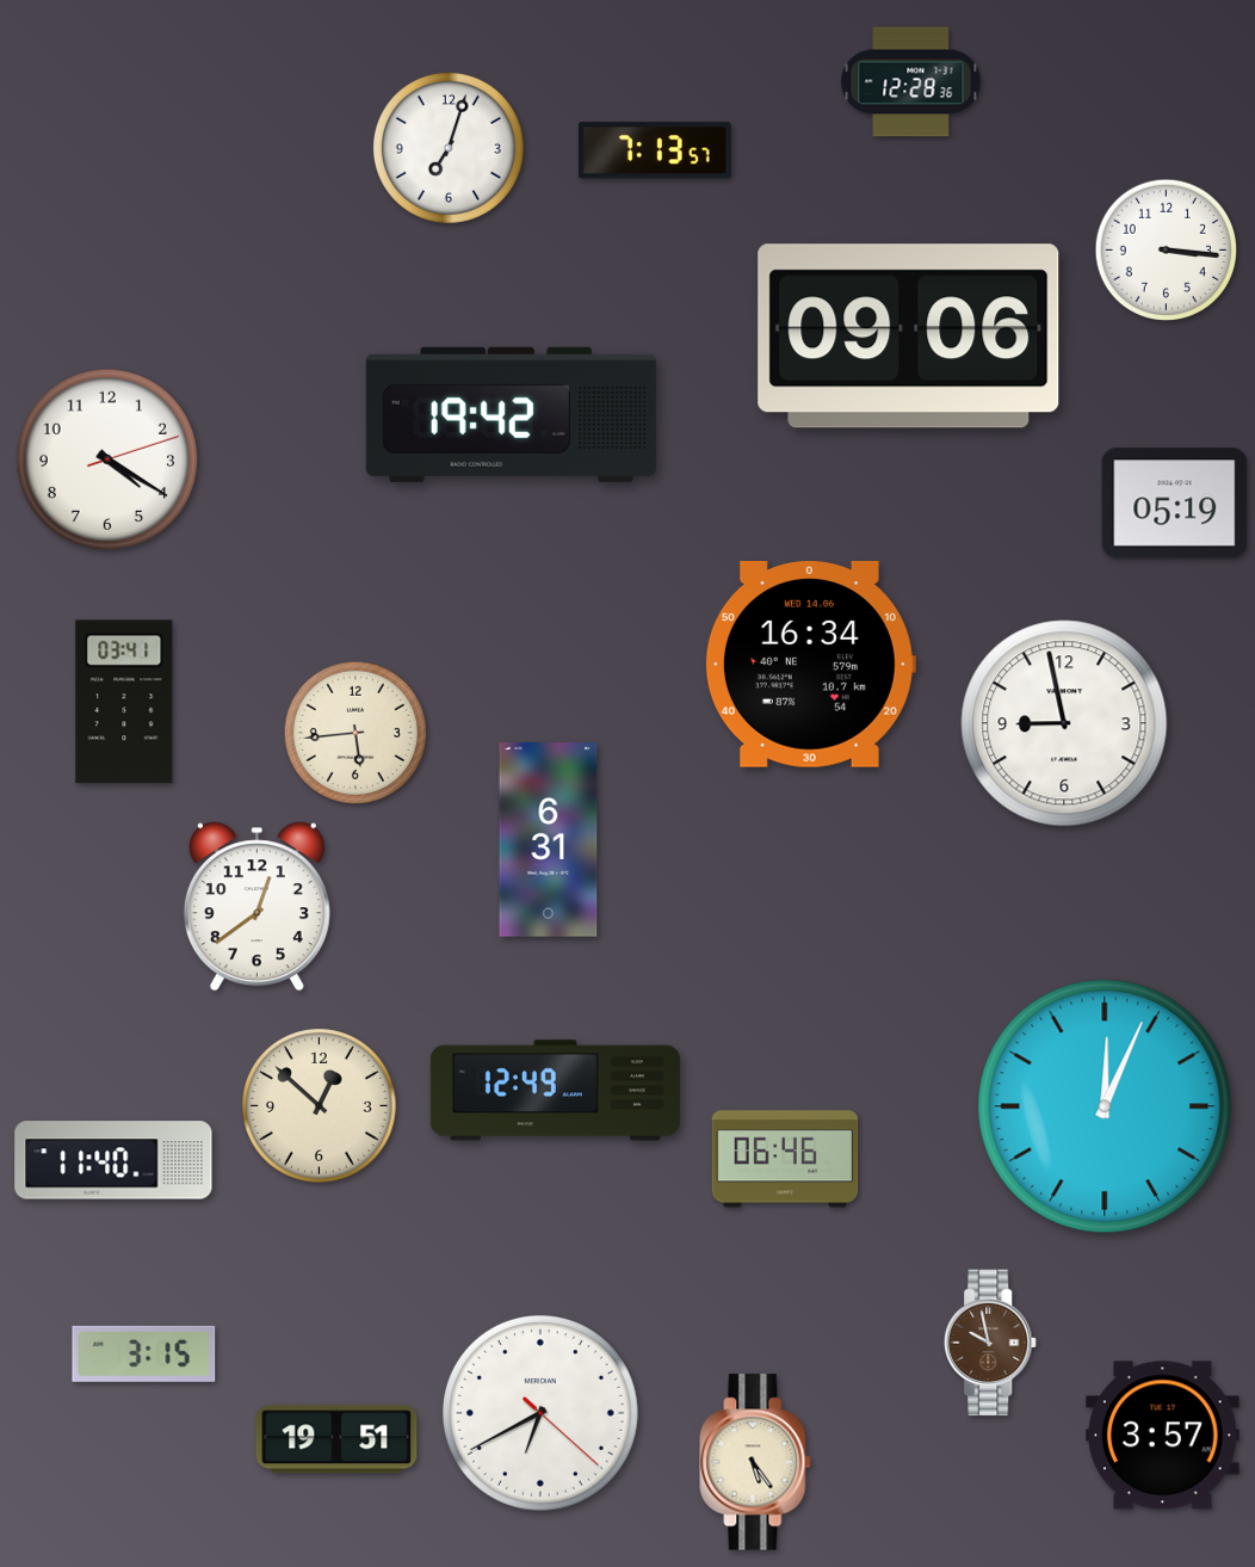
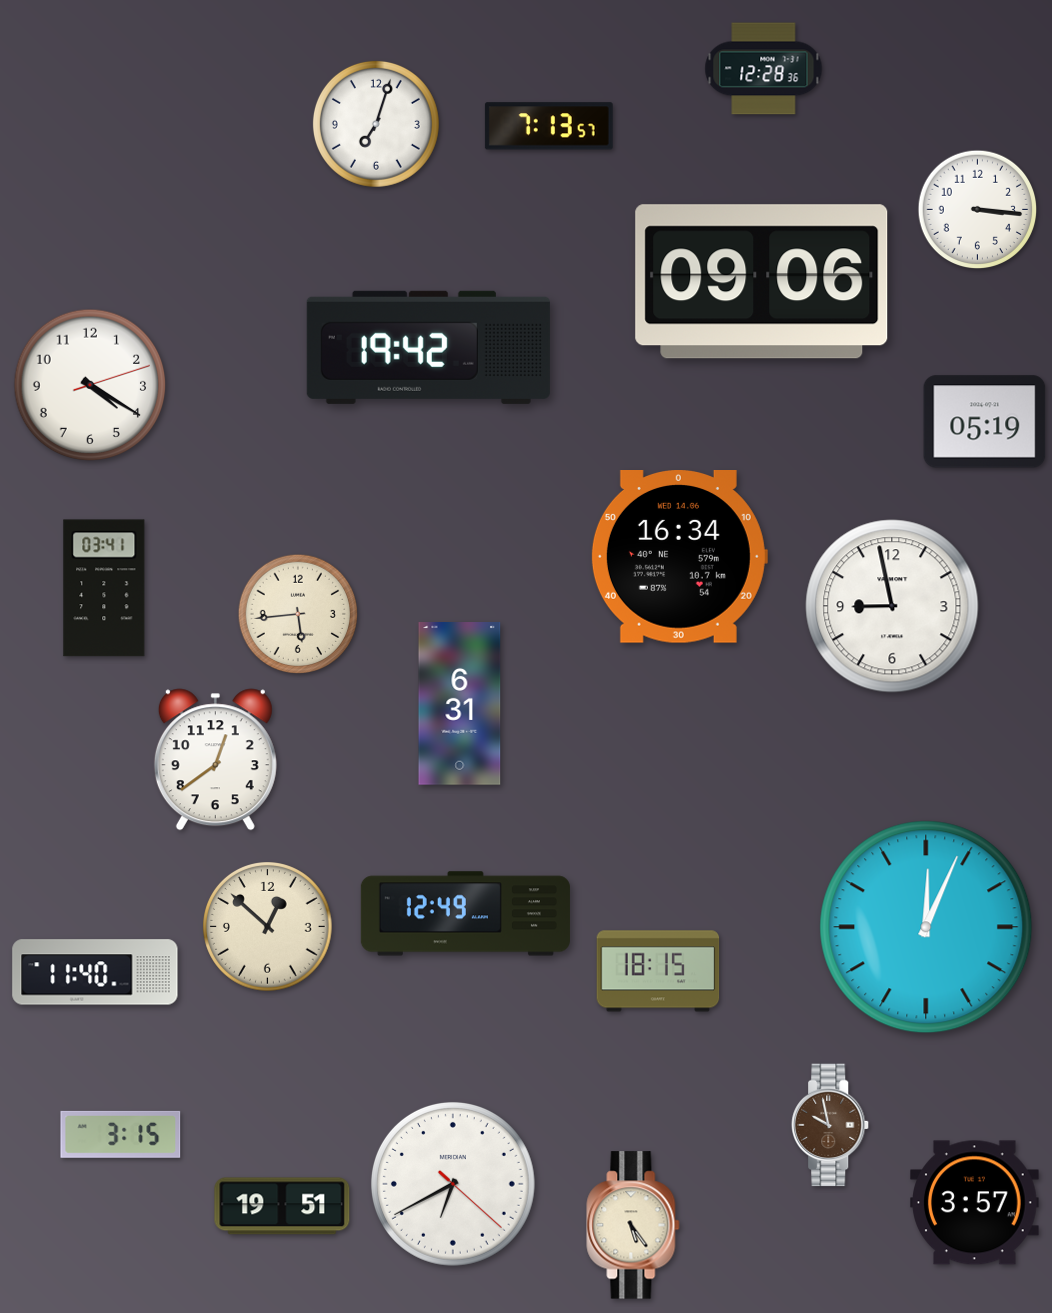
clock at (785, 1159): 06:46 -> 18:15
